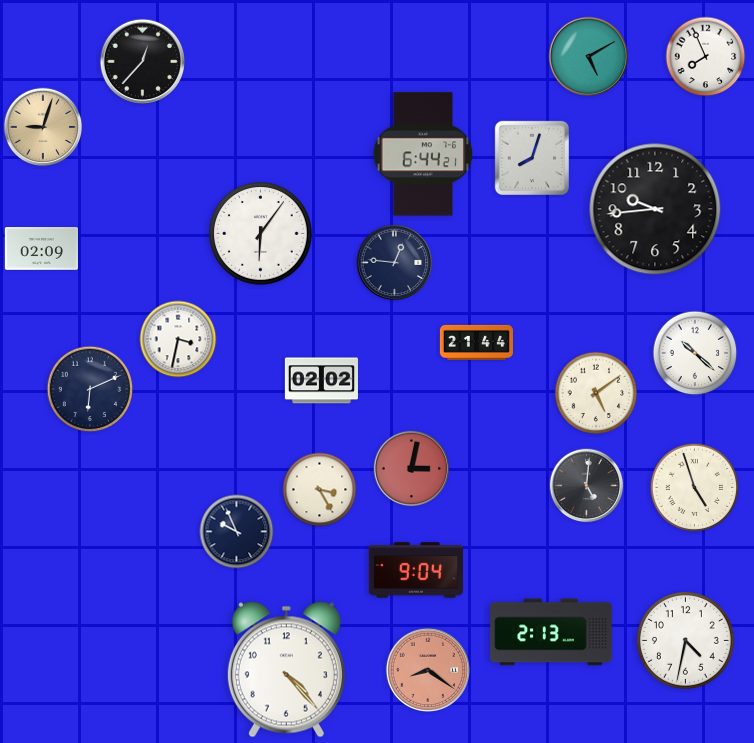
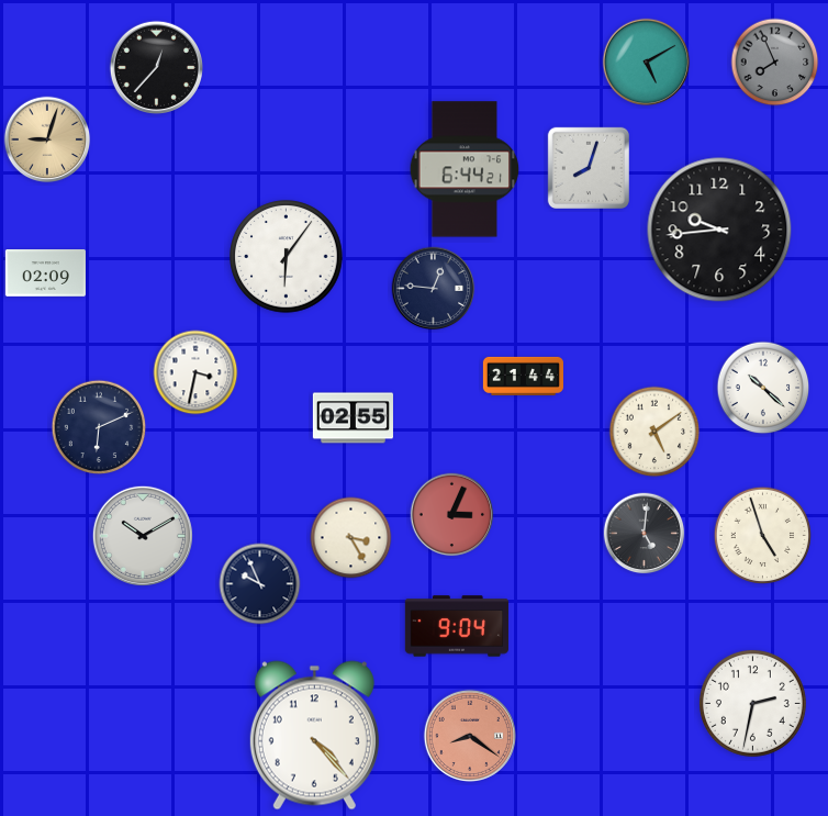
clock at (706, 57) dial: white -> grey
clock at (531, 157) position: (531, 157) -> (588, 167)
clock at (321, 381): 02:02 -> 02:55
clock at (412, 469): 3:02 -> 3:04
clock at (143, 536): none -> 10:10
clock at (551, 632): 2:13 -> none
clock at (685, 640): 4:32 -> 2:32
